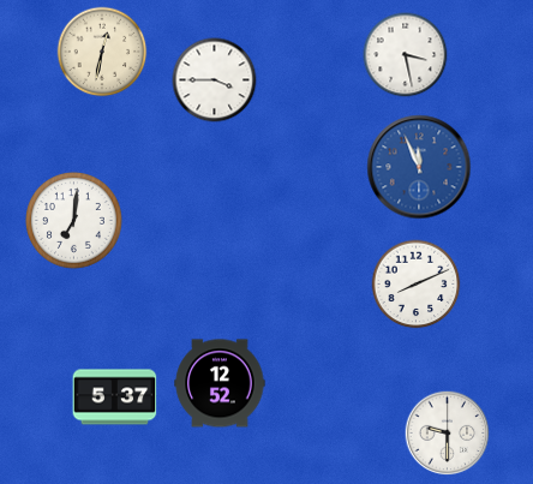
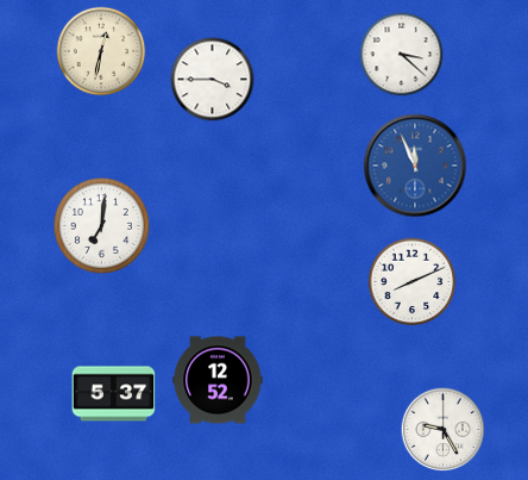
clock at (406, 55): 3:28 -> 3:22
clock at (74, 221) position: (74, 221) -> (102, 226)
clock at (448, 434): 9:30 -> 9:25
